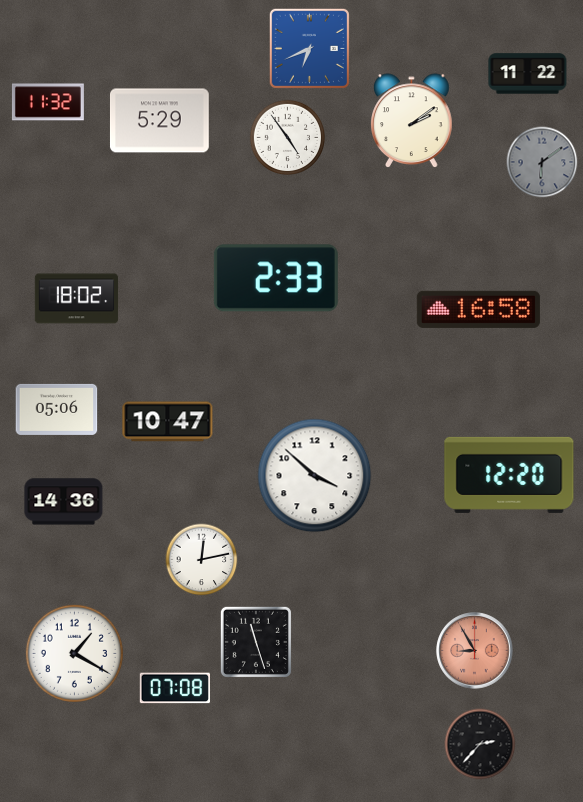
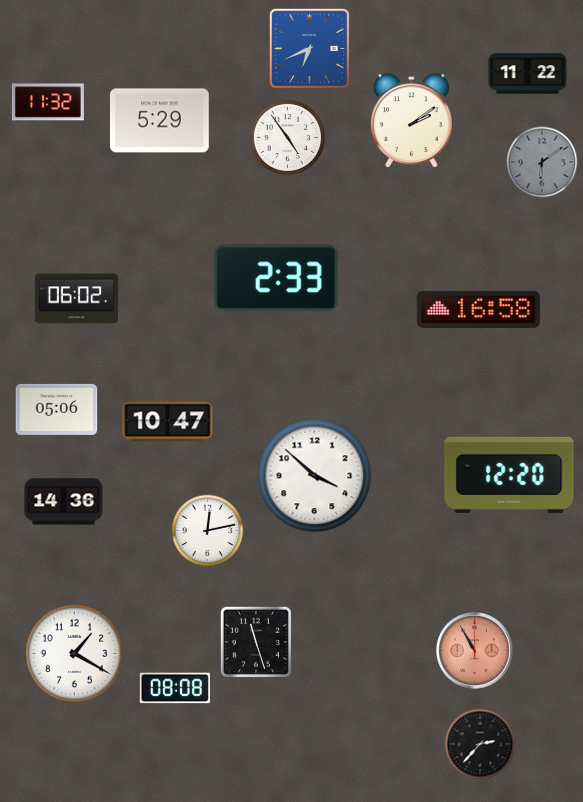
clock at (77, 299): 18:02 -> 06:02
clock at (202, 560) position: (202, 560) -> (208, 531)
clock at (475, 651): 8:55 -> 10:55
clock at (174, 688): 07:08 -> 08:08
